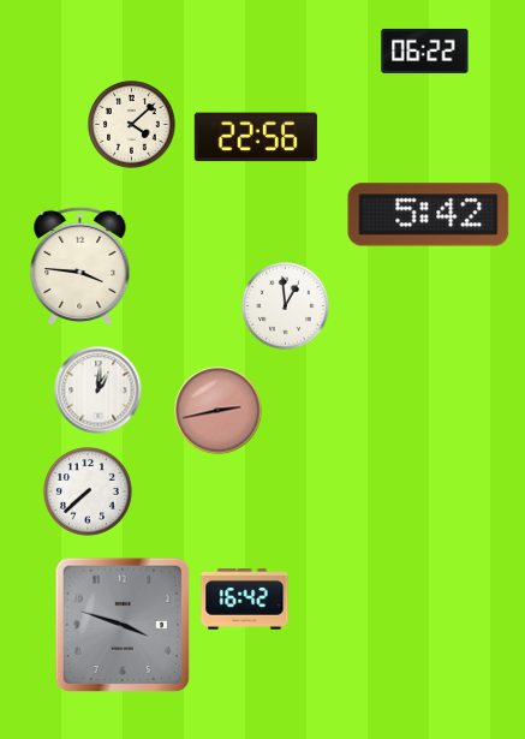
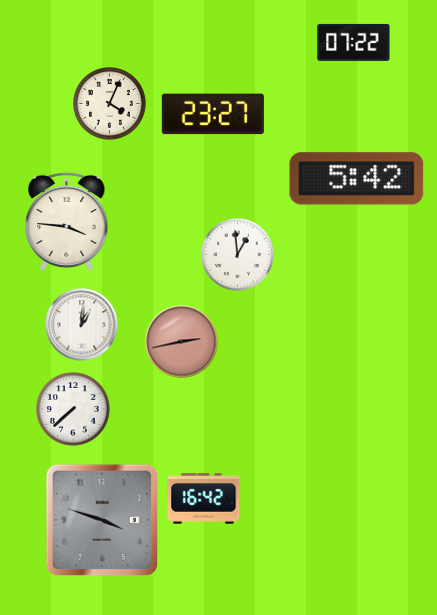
clock at (425, 50): 06:22 -> 07:22
clock at (132, 125): 4:08 -> 4:04
clock at (256, 137): 22:56 -> 23:27
